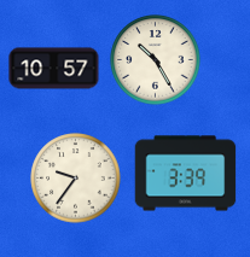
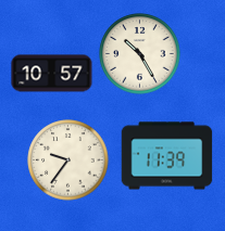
clock at (54, 69) position: (54, 69) -> (52, 74)
clock at (186, 174): 3:39 -> 11:39
